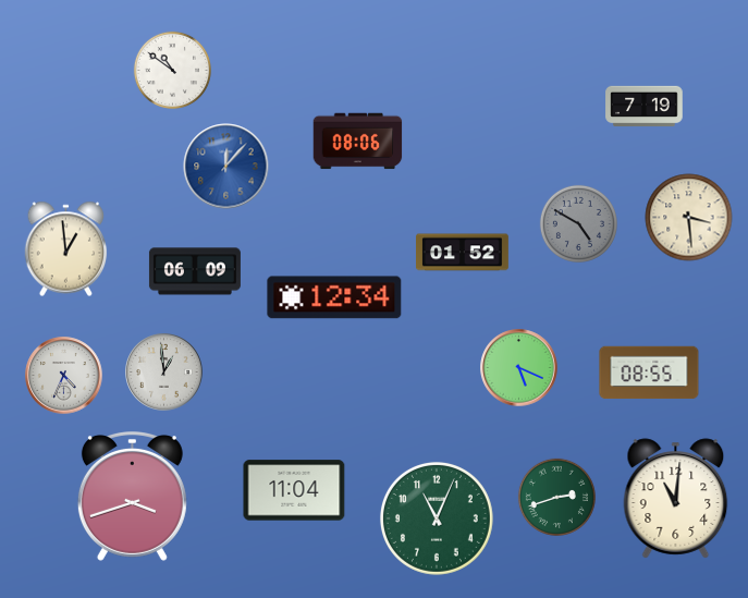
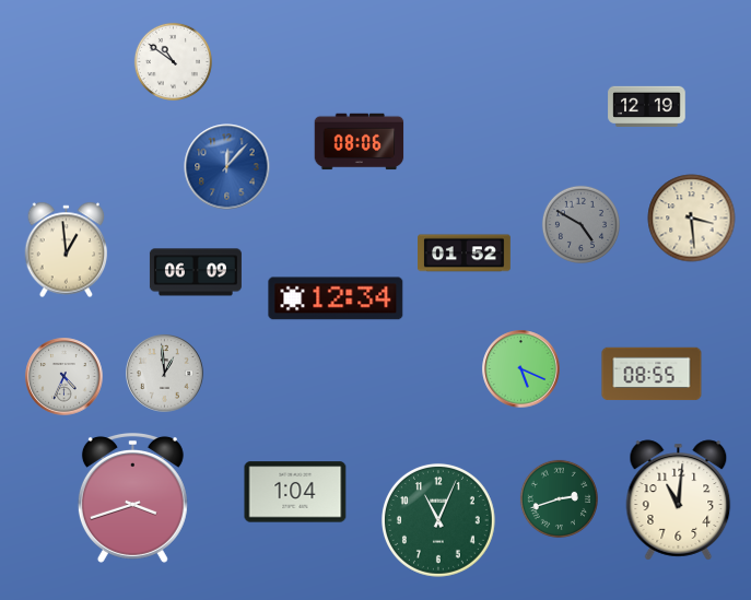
clock at (172, 70) position: (172, 70) -> (173, 61)
clock at (645, 106): 7:19 -> 12:19
clock at (294, 490): 11:04 -> 1:04
